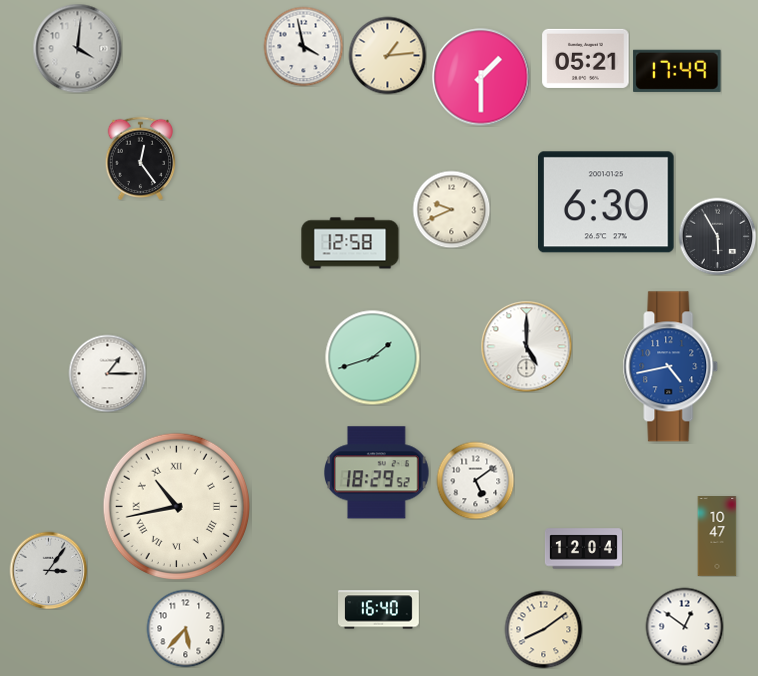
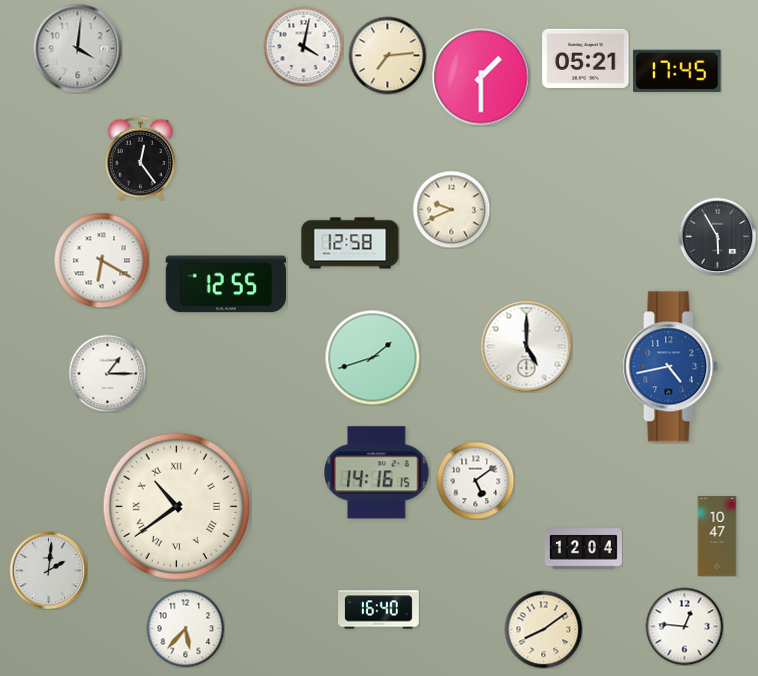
clock at (303, 46): 3:58 -> 4:02
clock at (387, 55): 1:14 -> 7:14
clock at (677, 71): 17:49 -> 17:45
clock at (607, 202): 6:30 -> none
clock at (101, 260): none -> 6:20
clock at (225, 284): none -> 12:55
clock at (377, 473): 18:29 -> 14:16
clock at (176, 506): 10:43 -> 10:39
clock at (48, 570): 3:06 -> 2:01
clock at (684, 626): 12:51 -> 12:46
